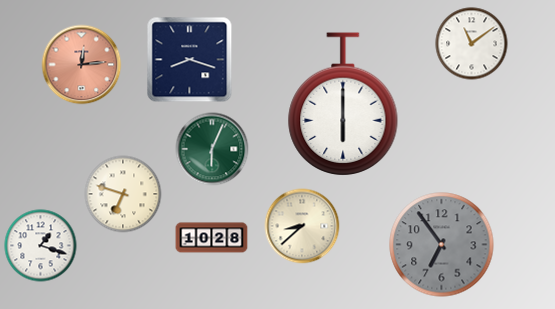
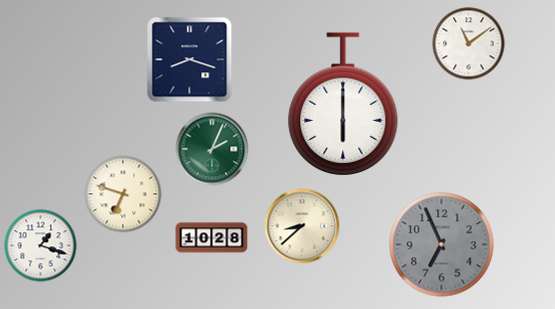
clock at (472, 44) position: (472, 44) -> (469, 44)
clock at (82, 65): 12:14 -> none
clock at (212, 149): 6:04 -> 2:04
clock at (442, 245): 6:54 -> 6:56
